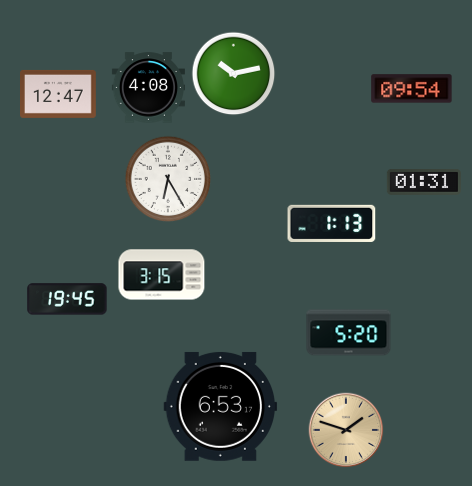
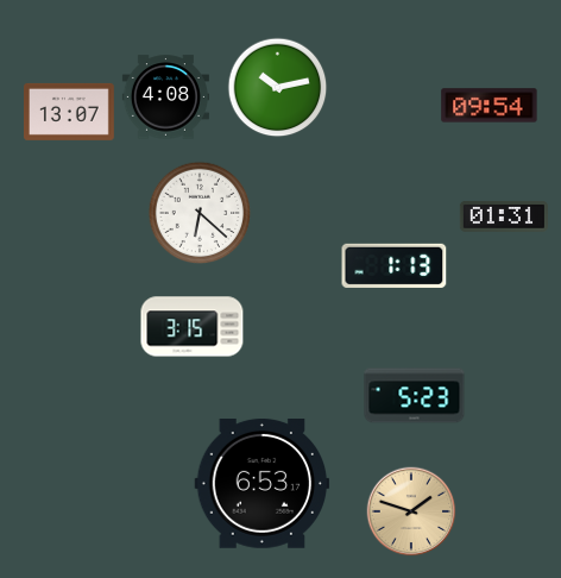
clock at (148, 88) position: (148, 88) -> (165, 98)
clock at (59, 94): 12:47 -> 13:07
clock at (168, 179): 6:25 -> 6:22
clock at (67, 299): 19:45 -> none
clock at (349, 333): 5:20 -> 5:23
